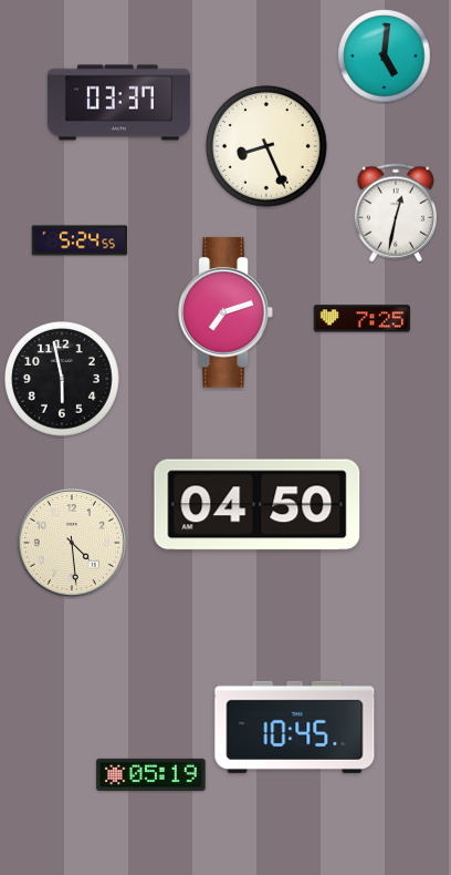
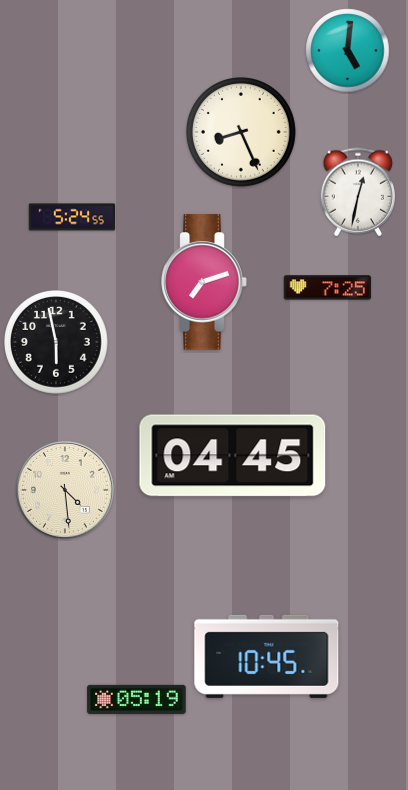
clock at (118, 103): 03:37 -> none
clock at (258, 505): 04:50 -> 04:45
